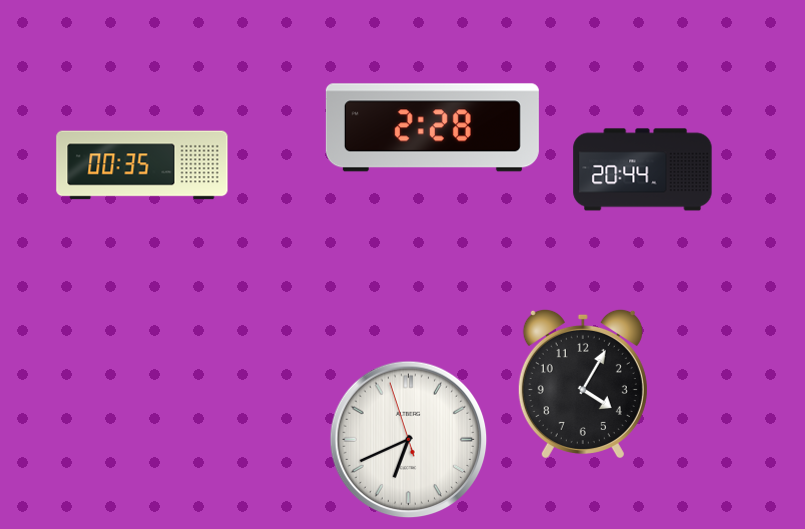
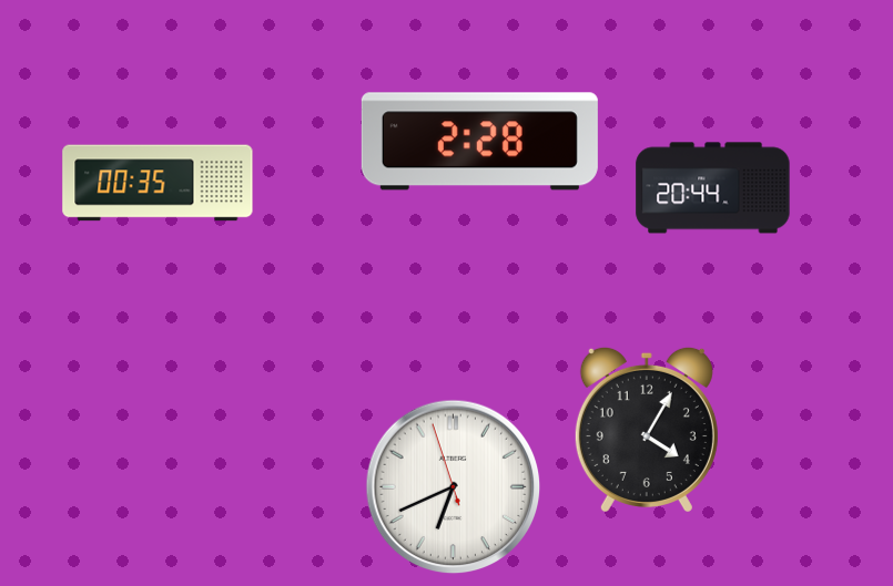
clock at (583, 383) position: (583, 383) -> (647, 429)
